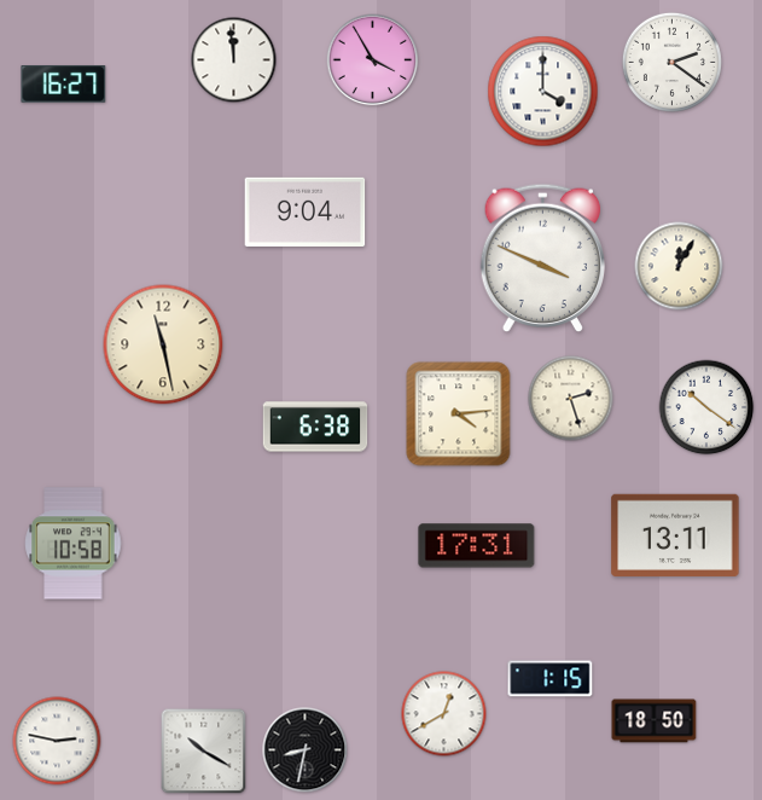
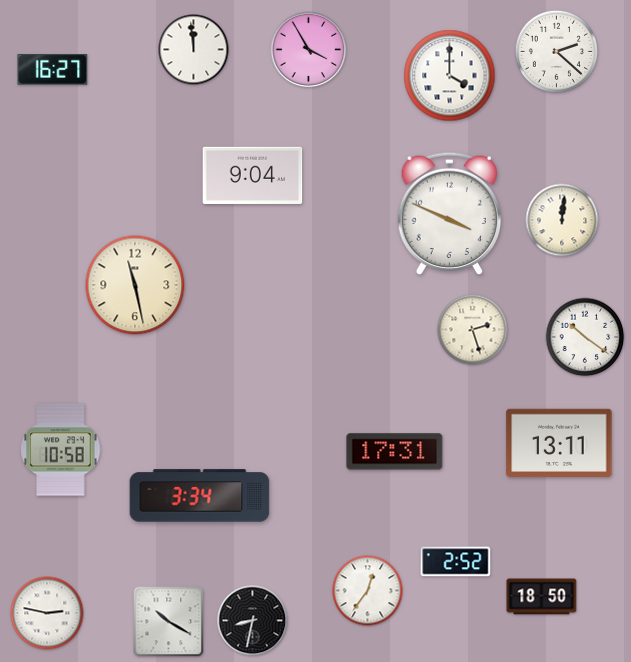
clock at (671, 62): 2:21 -> 2:22
clock at (679, 266): 12:05 -> 12:01
clock at (459, 415): 4:14 -> none
clock at (315, 427): 6:38 -> none
clock at (200, 496): none -> 3:34
clock at (551, 679): 1:15 -> 2:52
clock at (444, 714): 12:40 -> 12:36
